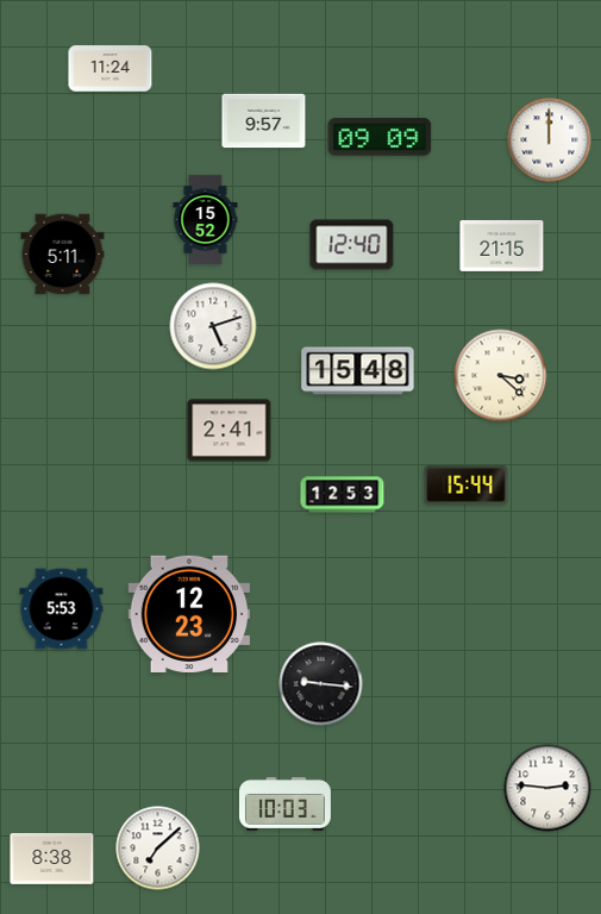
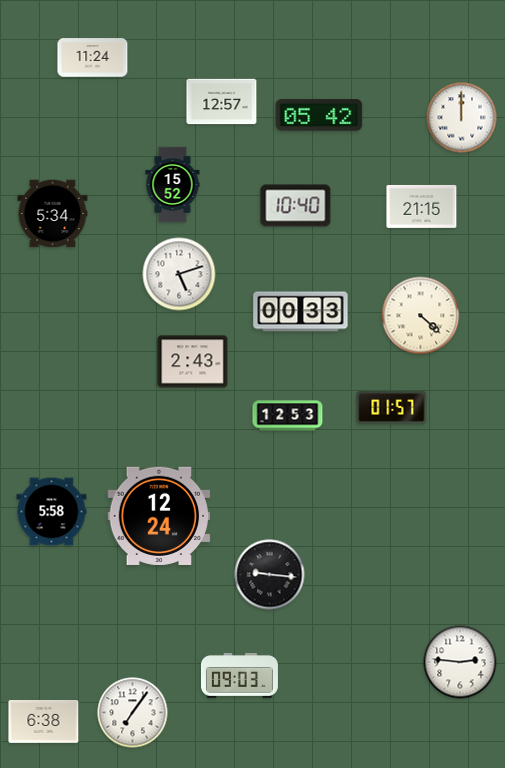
clock at (264, 121): 9:57 -> 12:57
clock at (380, 137): 09:09 -> 05:42
clock at (352, 245): 12:40 -> 10:40
clock at (63, 255): 5:11 -> 5:34
clock at (358, 371): 15:48 -> 00:33
clock at (501, 376): 3:22 -> 4:22
clock at (230, 431): 2:41 -> 2:43
clock at (467, 486): 15:44 -> 01:57
clock at (62, 609): 5:53 -> 5:58
clock at (189, 614): 12:23 -> 12:24
clock at (284, 805): 10:03 -> 09:03
clock at (158, 849): 7:08 -> 7:06
clock at (52, 859): 8:38 -> 6:38
